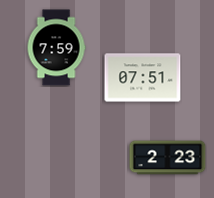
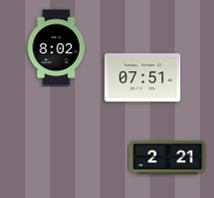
clock at (56, 48): 7:59 -> 8:02
clock at (168, 158): 2:23 -> 2:21
